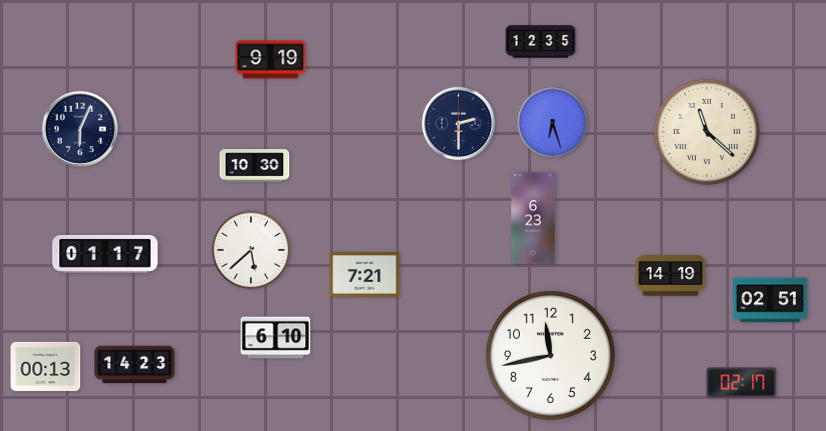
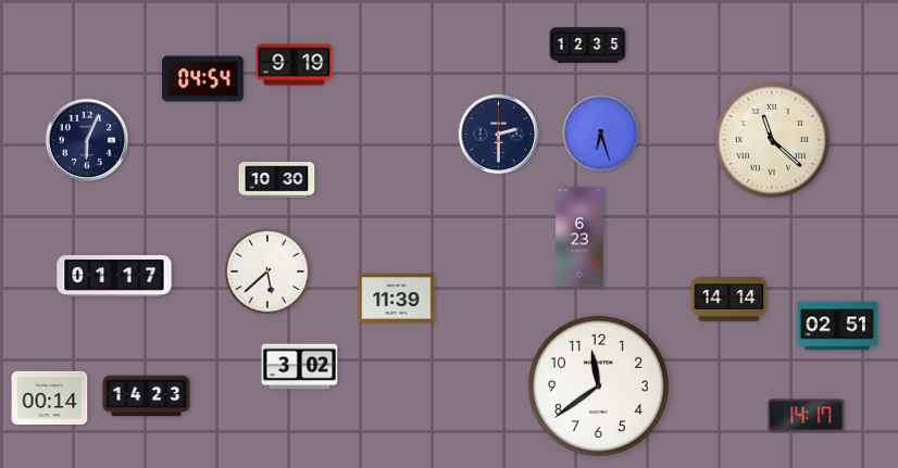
clock at (202, 79): none -> 04:54
clock at (707, 132) position: (707, 132) -> (772, 140)
clock at (251, 250) position: (251, 250) -> (267, 271)
clock at (365, 275): 7:21 -> 11:39
clock at (671, 276): 14:19 -> 14:14
clock at (276, 338): 6:10 -> 3:02
clock at (550, 355): 11:43 -> 11:39
clock at (46, 366): 00:13 -> 00:14
clock at (742, 383): 02:17 -> 14:17
